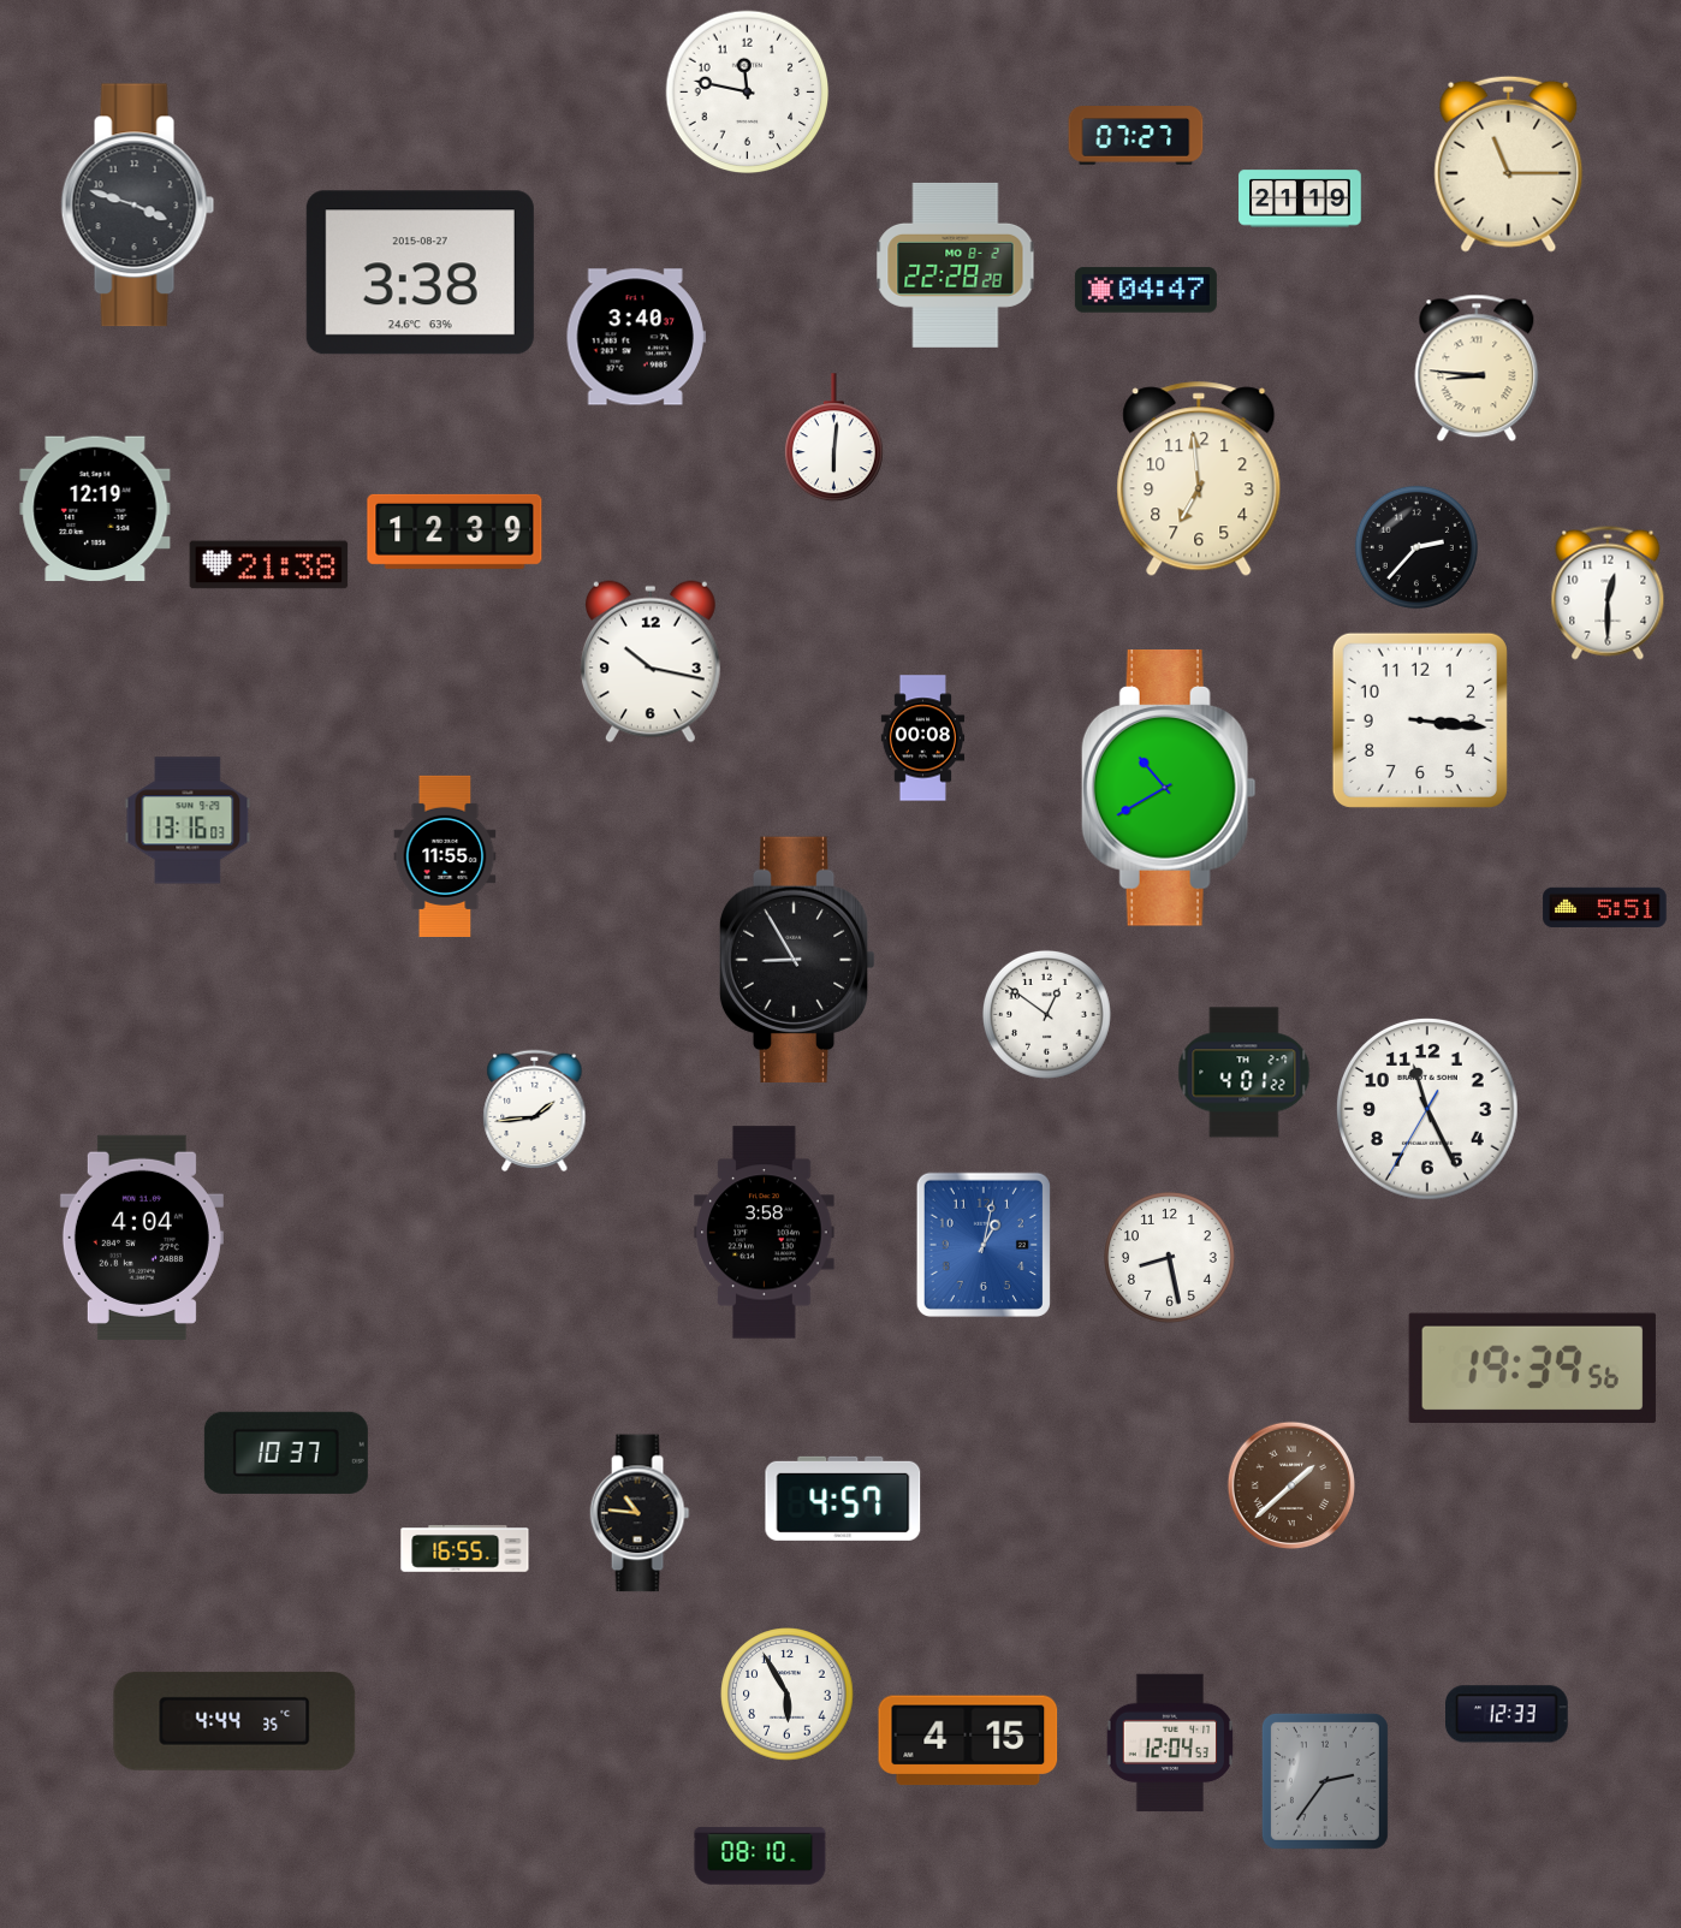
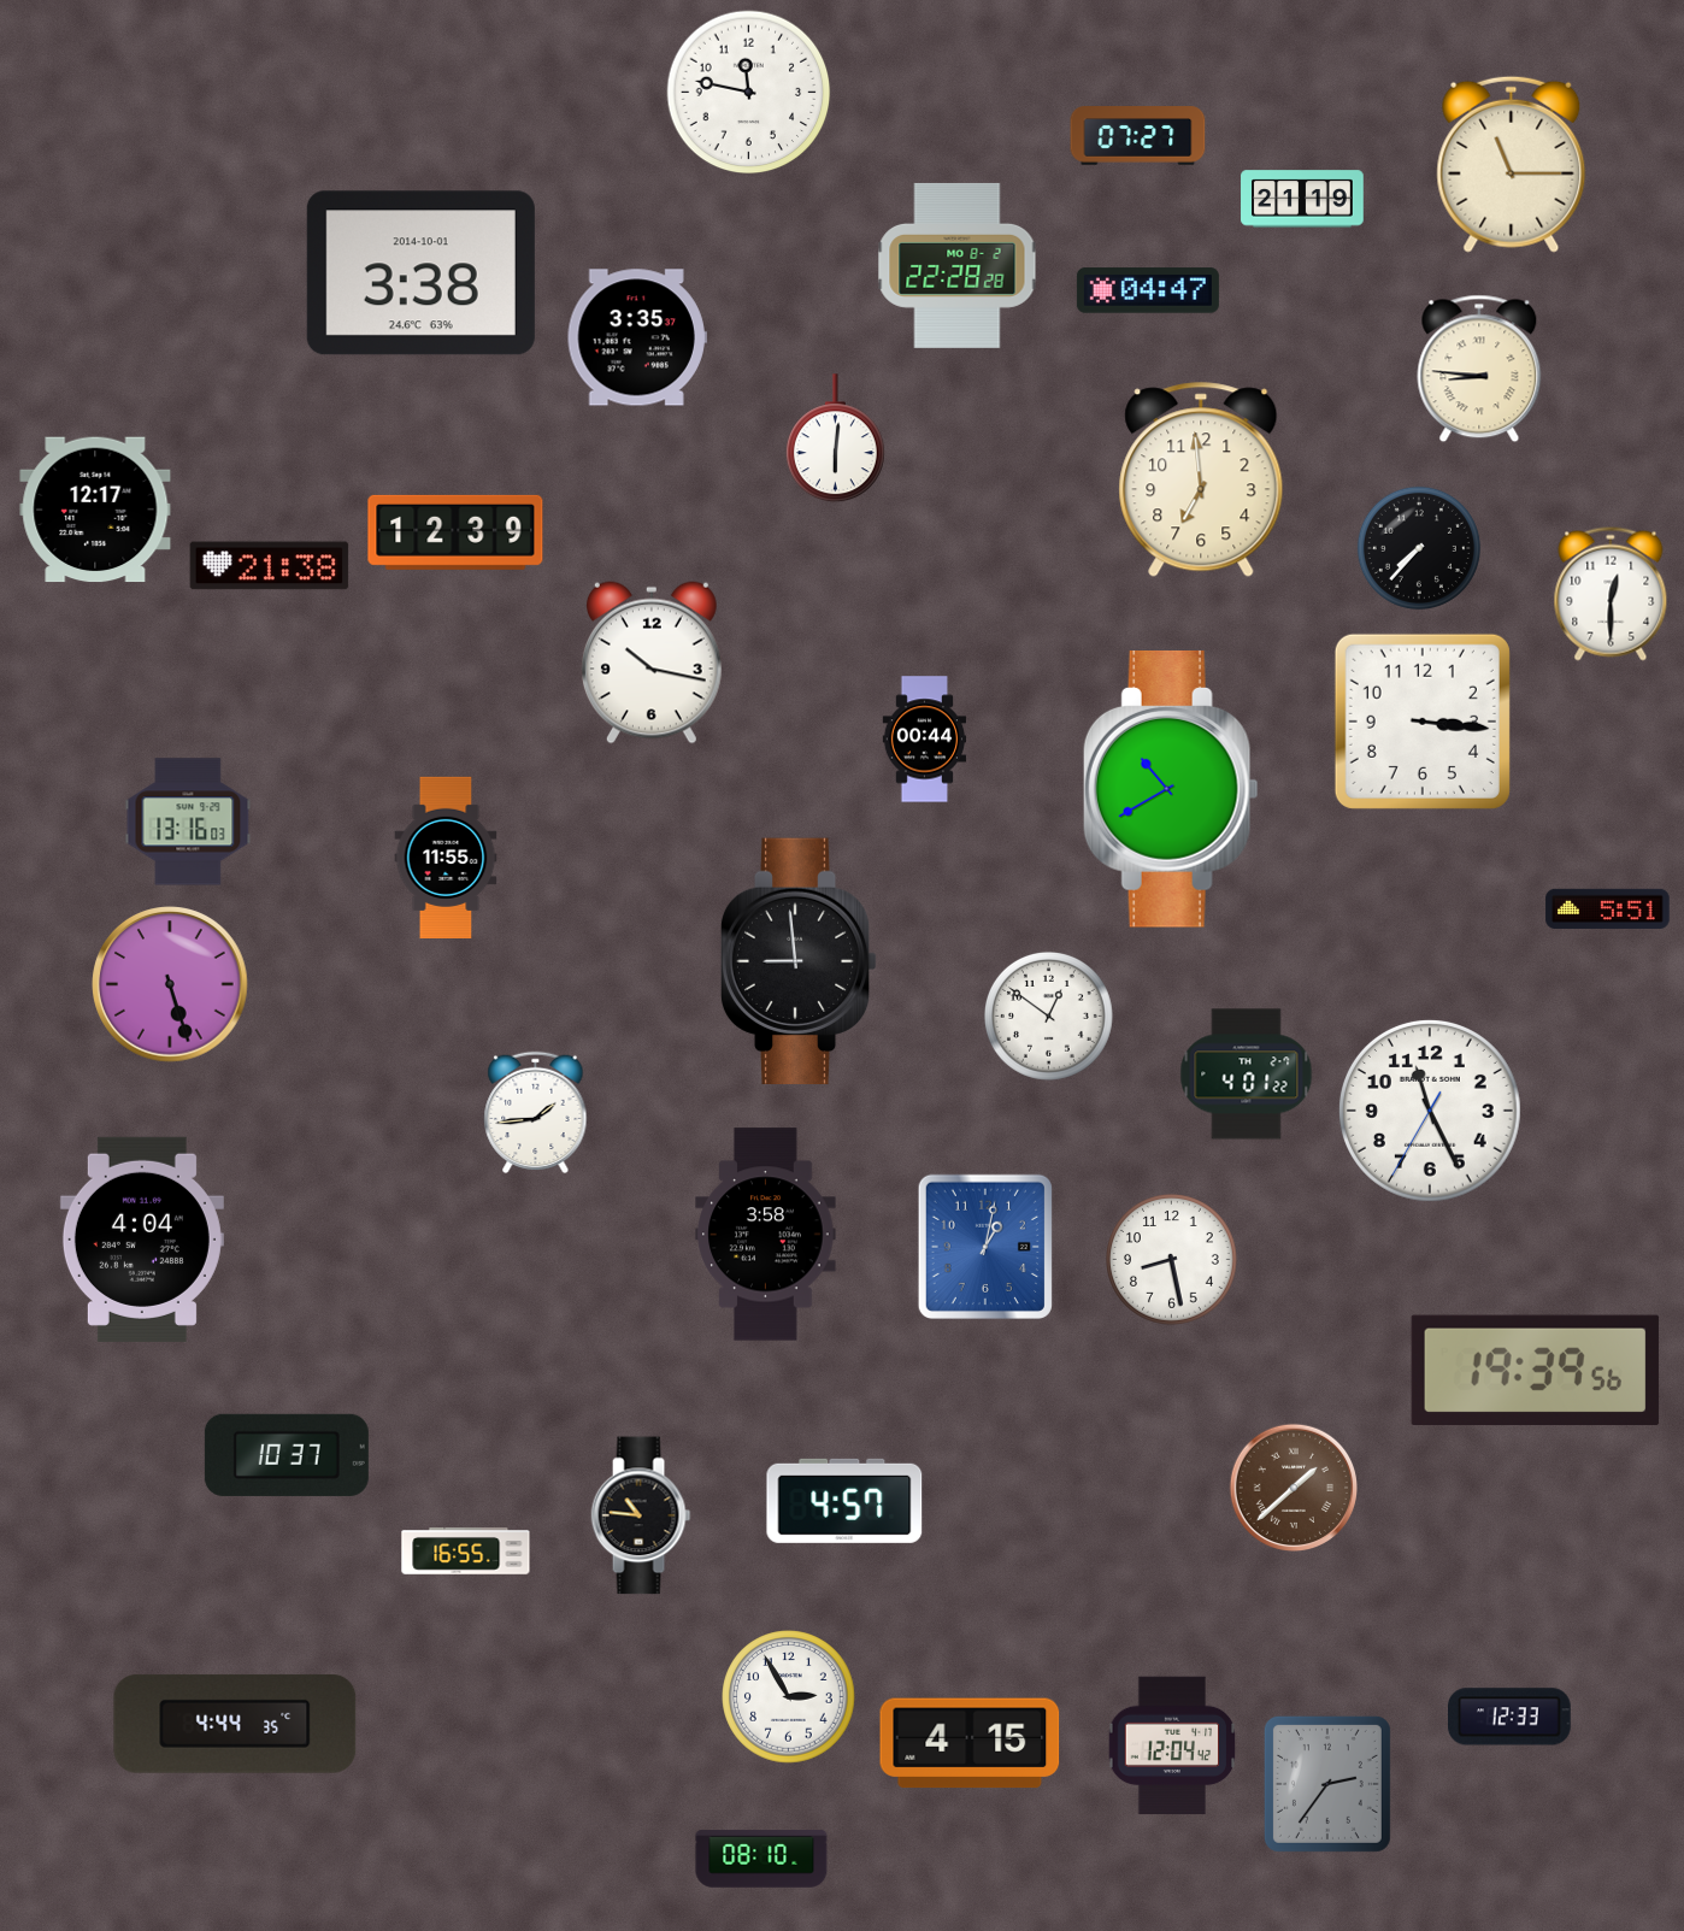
clock at (138, 206): 3:48 -> none
clock at (420, 273) date: 2015-08-27 -> 2014-10-01
clock at (636, 337): 3:40 -> 3:35
clock at (95, 509): 12:19 -> 12:17
clock at (1416, 547): 2:37 -> 7:37
clock at (923, 738): 00:08 -> 00:44
clock at (797, 959): 8:55 -> 8:59
clock at (170, 984): none -> 5:27
clock at (788, 1695): 5:55 -> 2:55
clock at (1170, 1743): 12:04:53 -> 12:04:42
